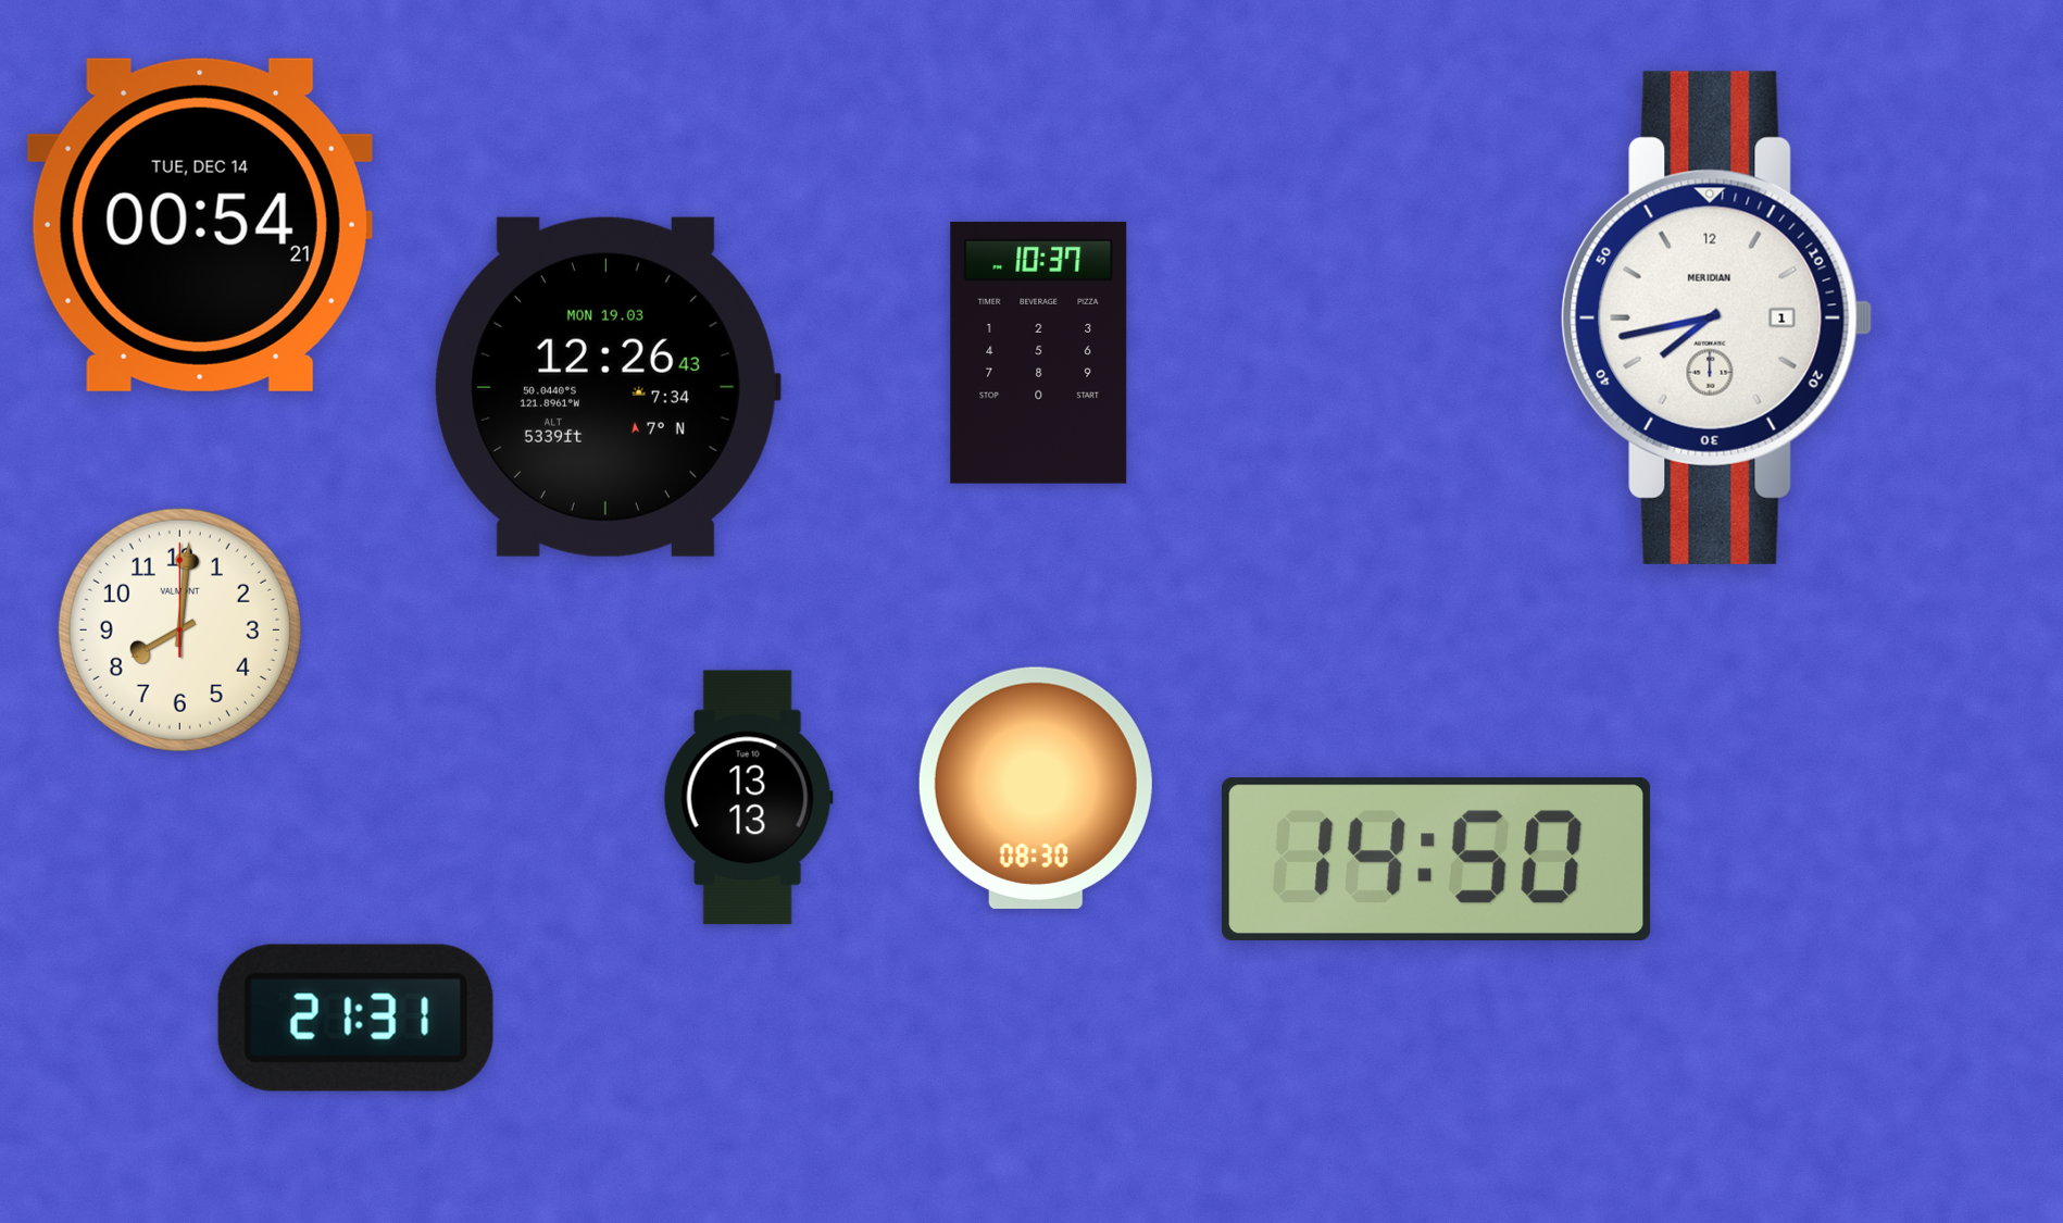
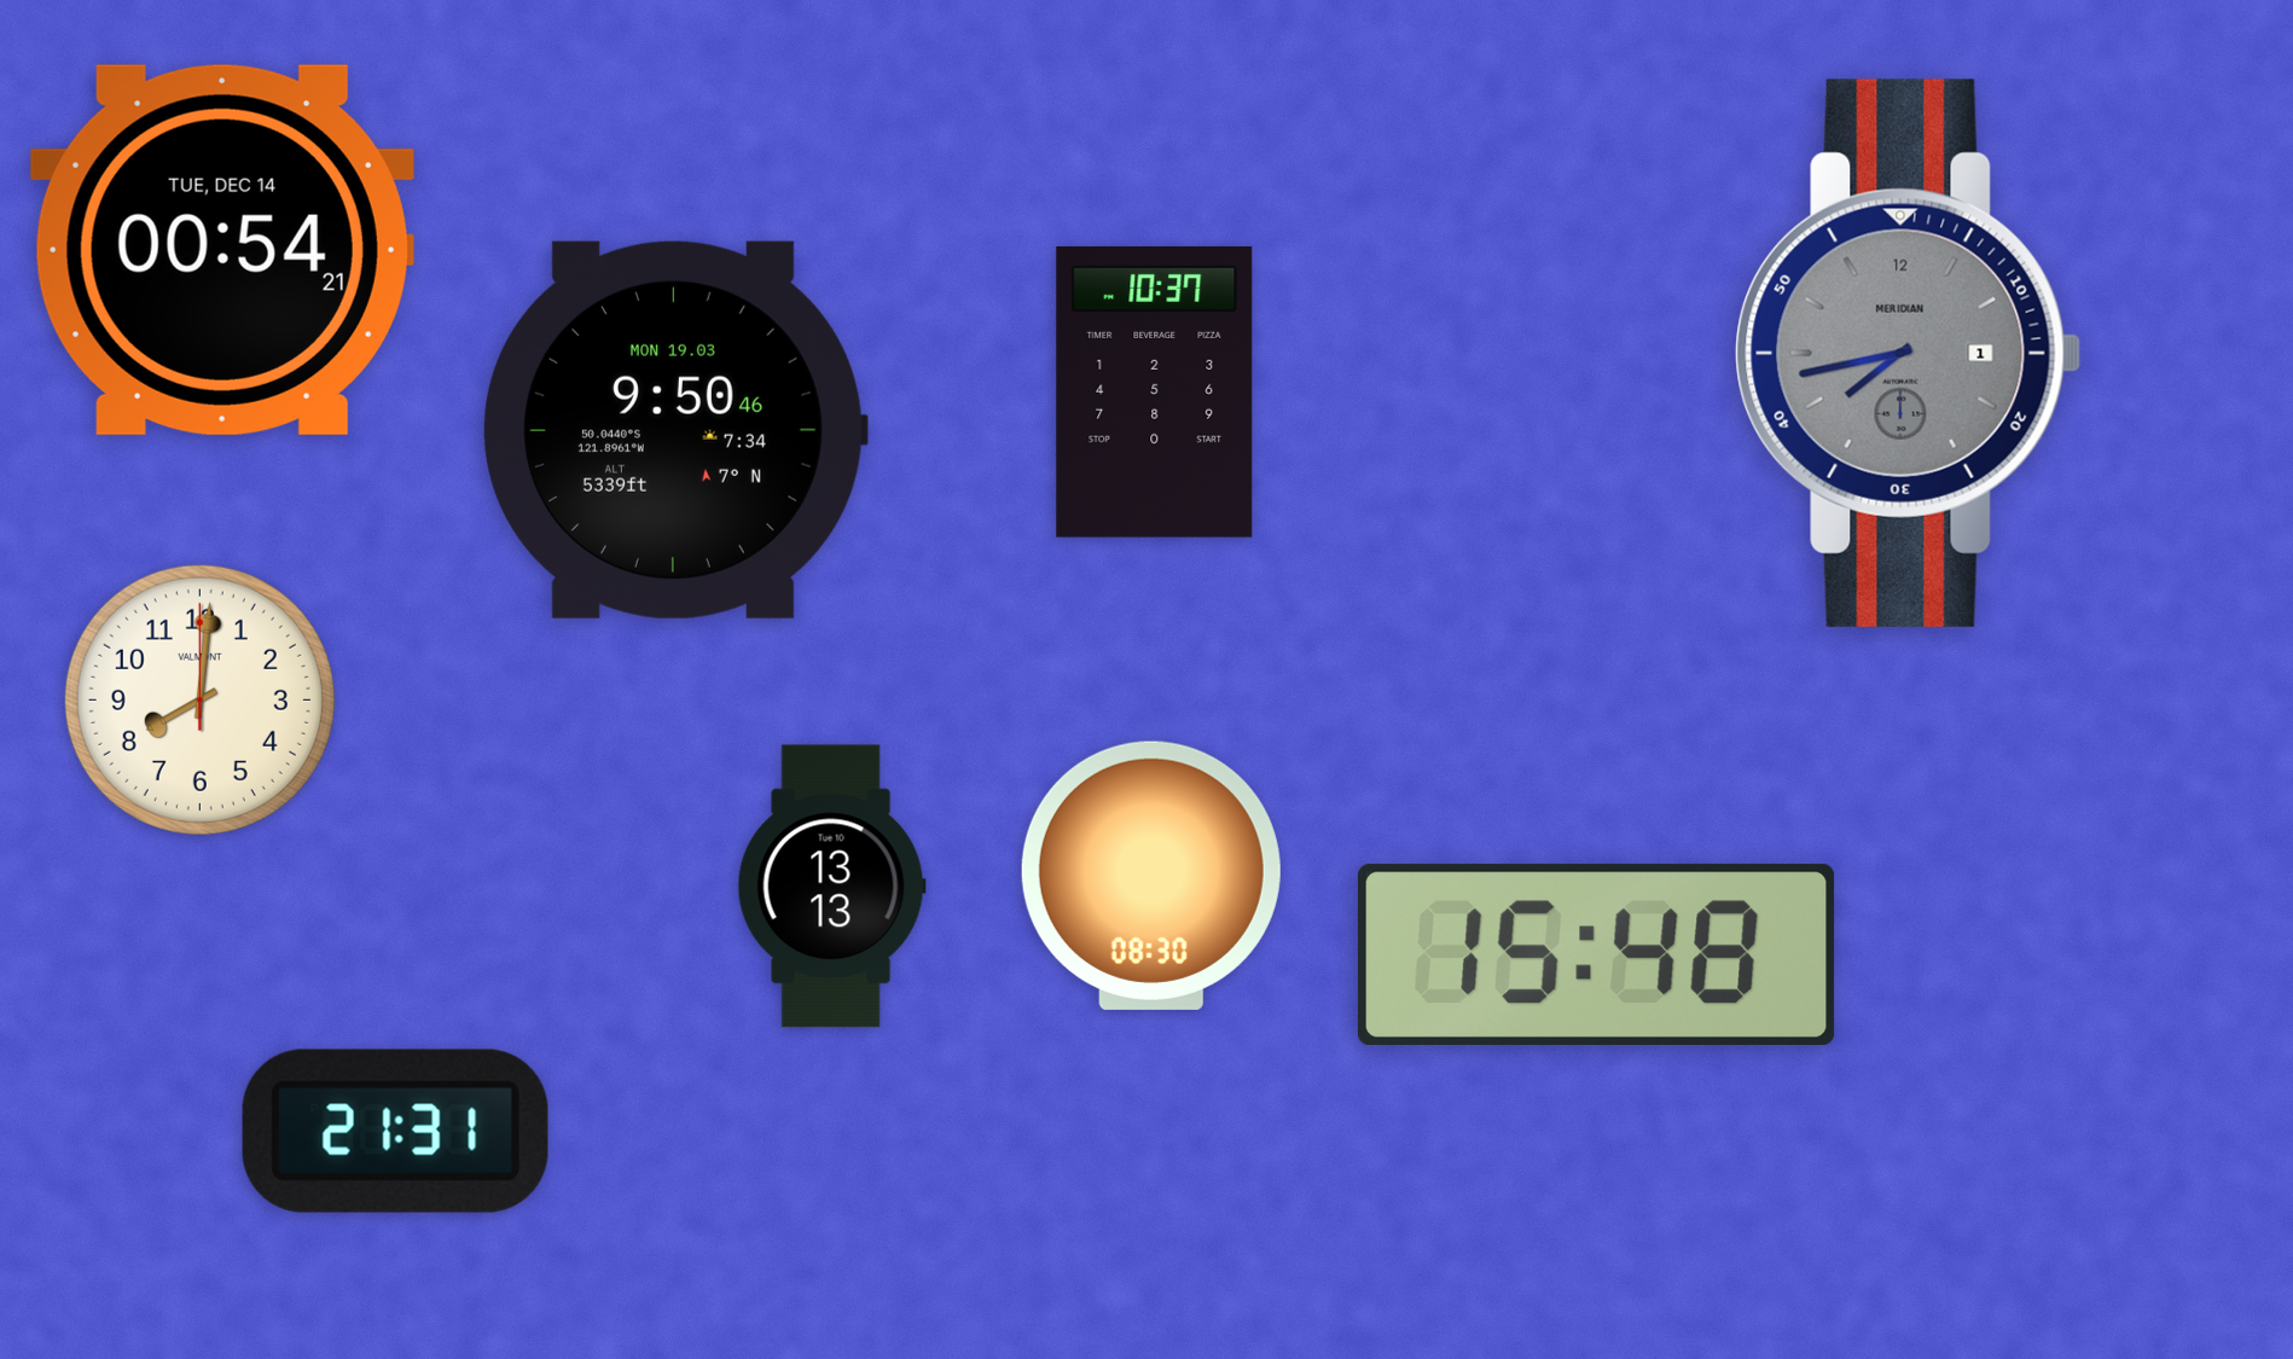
clock at (1717, 317) dial: white -> grey
clock at (608, 387): 12:26 -> 9:50
clock at (1437, 859): 14:50 -> 15:48
